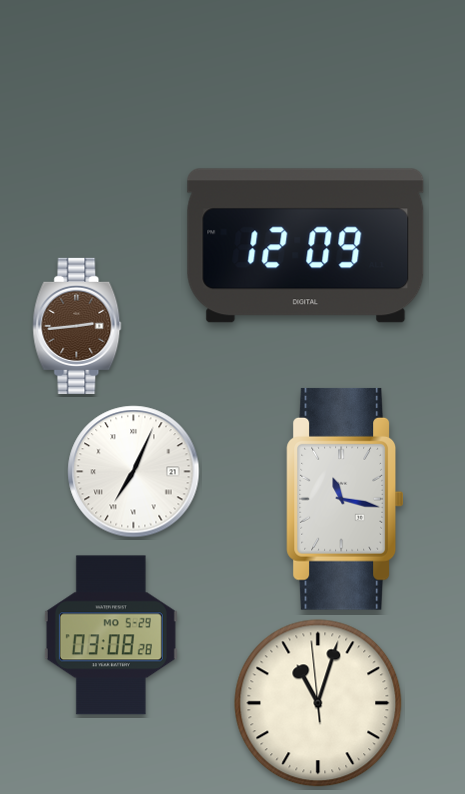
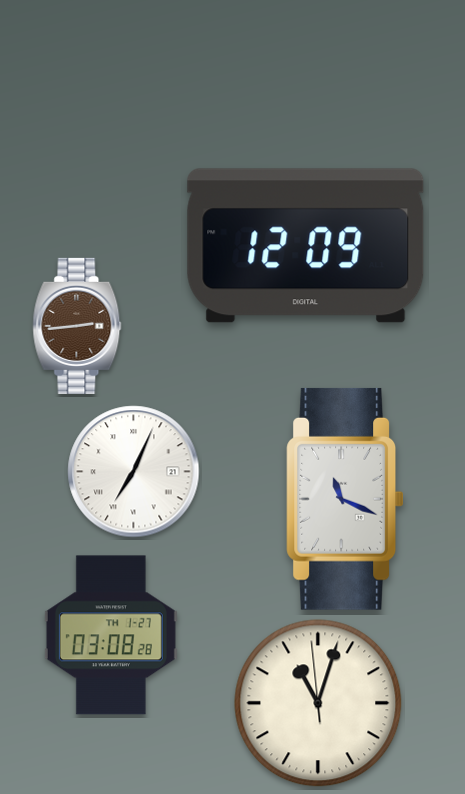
clock at (345, 499): 11:17 -> 11:19
clock at (111, 635) date: MO 5-29 -> TH 1-27
